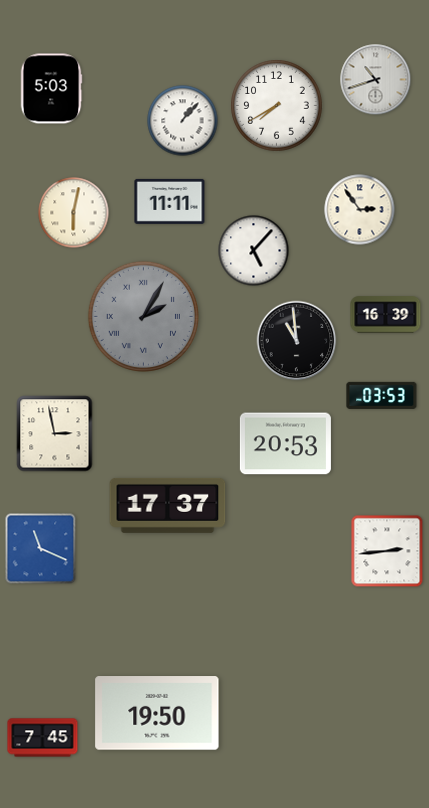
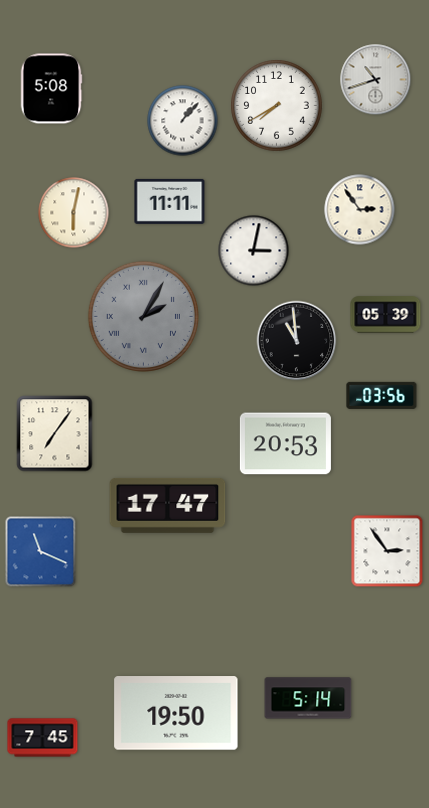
clock at (51, 89): 5:03 -> 5:08
clock at (254, 251): 5:07 -> 3:02
clock at (386, 315): 16:39 -> 05:39
clock at (382, 395): 03:53 -> 03:56
clock at (55, 434): 2:58 -> 7:06
clock at (168, 505): 17:37 -> 17:47
clock at (41, 549) position: (41, 549) -> (41, 552)
clock at (387, 551): 2:44 -> 2:54
clock at (308, 698): none -> 5:14
clock at (157, 713) position: (157, 713) -> (176, 713)
